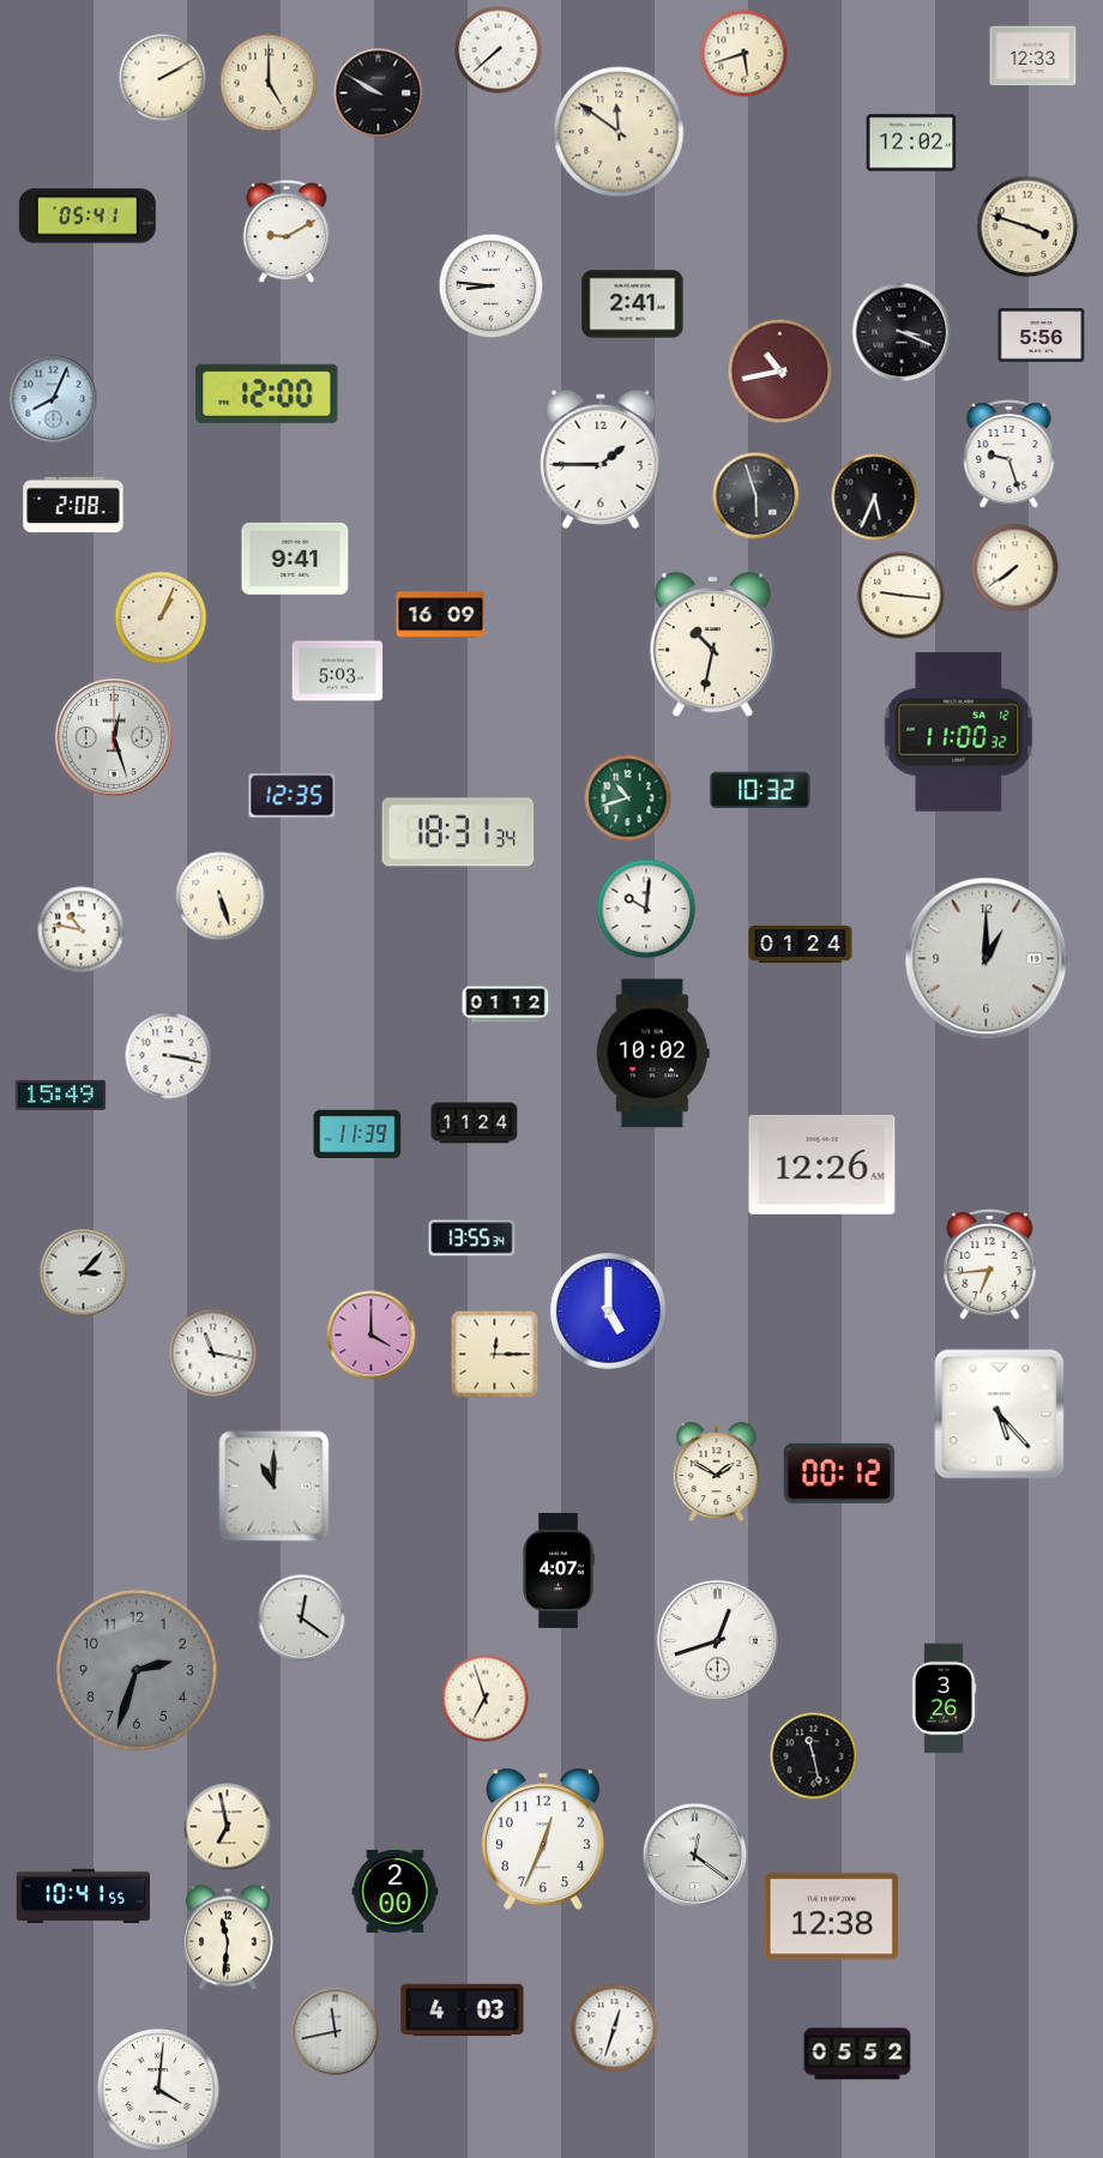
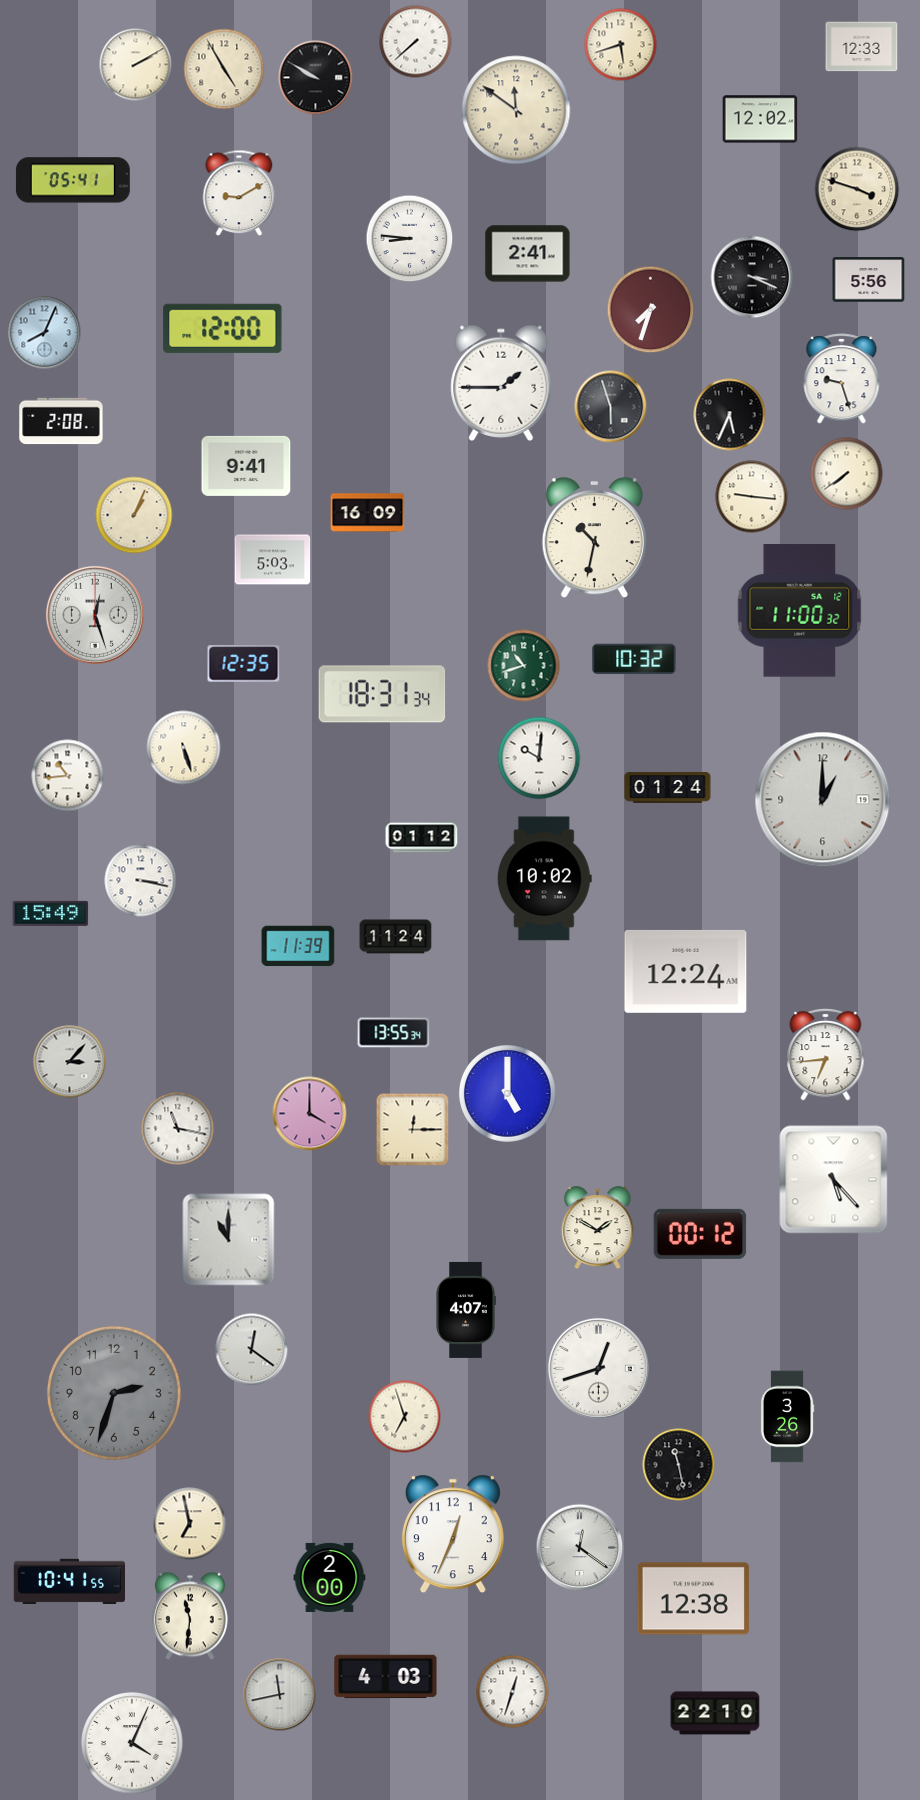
clock at (269, 83): 5:00 -> 4:55
clock at (780, 372): 10:43 -> 7:33
clock at (757, 496) position: (757, 496) -> (611, 407)
clock at (338, 671) position: (338, 671) -> (273, 560)
clock at (82, 930): 10:47 -> 10:44
clock at (822, 1164): 12:26 -> 12:24
clock at (839, 1473) position: (839, 1473) -> (700, 1234)
clock at (857, 2054): 05:52 -> 22:10
clock at (158, 2090): 4:01 -> 4:04
